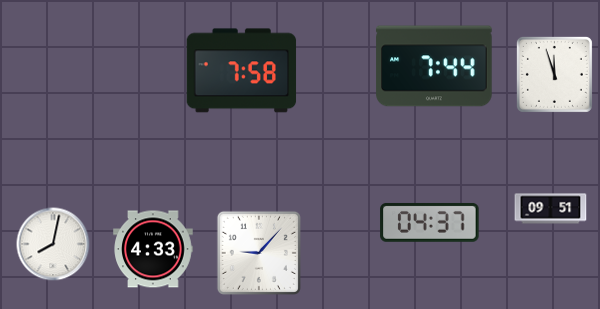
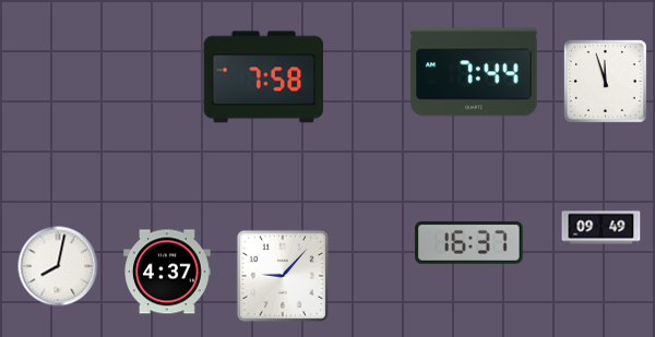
clock at (551, 209): 09:51 -> 09:49
clock at (430, 222): 04:37 -> 16:37
clock at (153, 249): 4:33 -> 4:37
